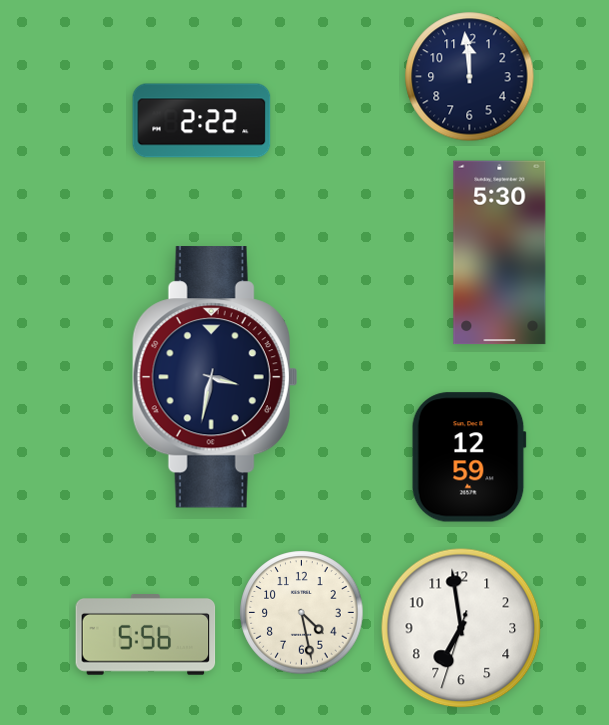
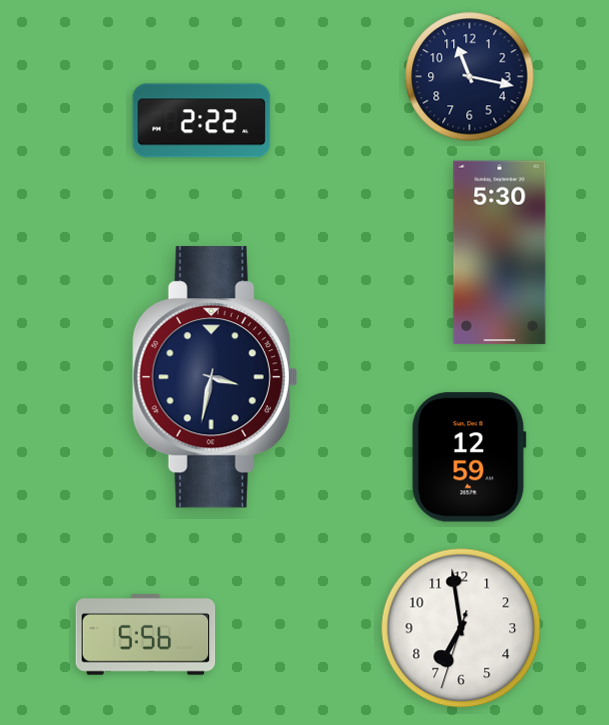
clock at (470, 77): 11:59 -> 11:17
clock at (302, 613): 4:28 -> none
